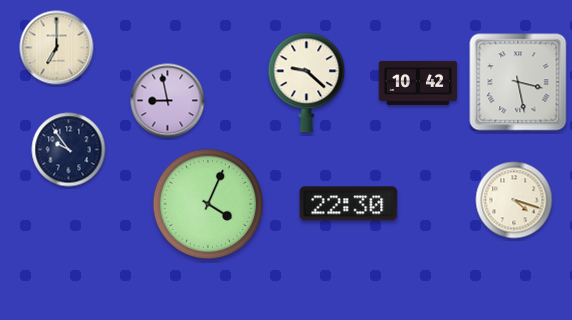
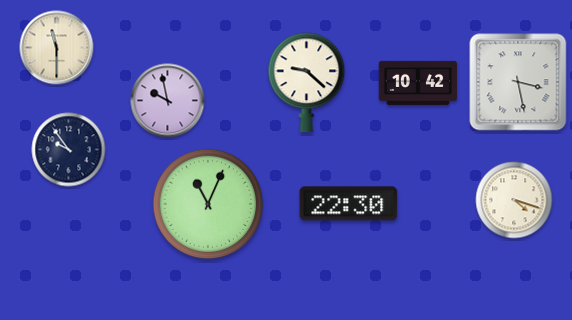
clock at (57, 48): 7:00 -> 11:30
clock at (168, 101): 8:58 -> 9:58
clock at (208, 204): 4:04 -> 11:04
